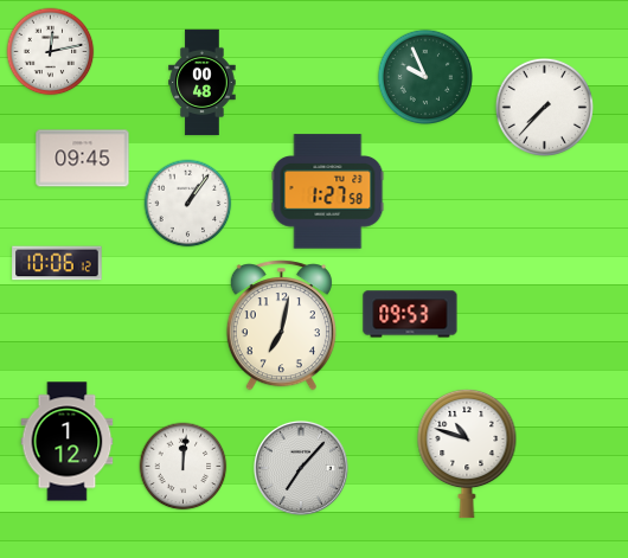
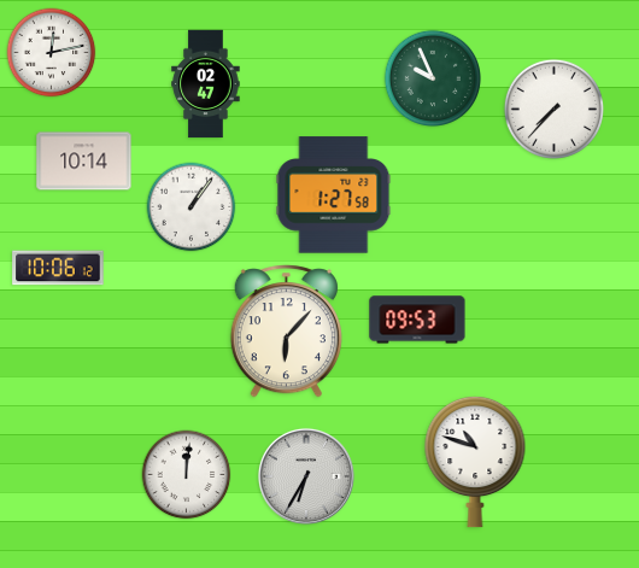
clock at (203, 83): 00:48 -> 02:47
clock at (83, 159): 09:45 -> 10:14
clock at (281, 326): 7:02 -> 6:07
clock at (68, 442): 1:12 -> none
clock at (301, 468): 7:07 -> 6:35
